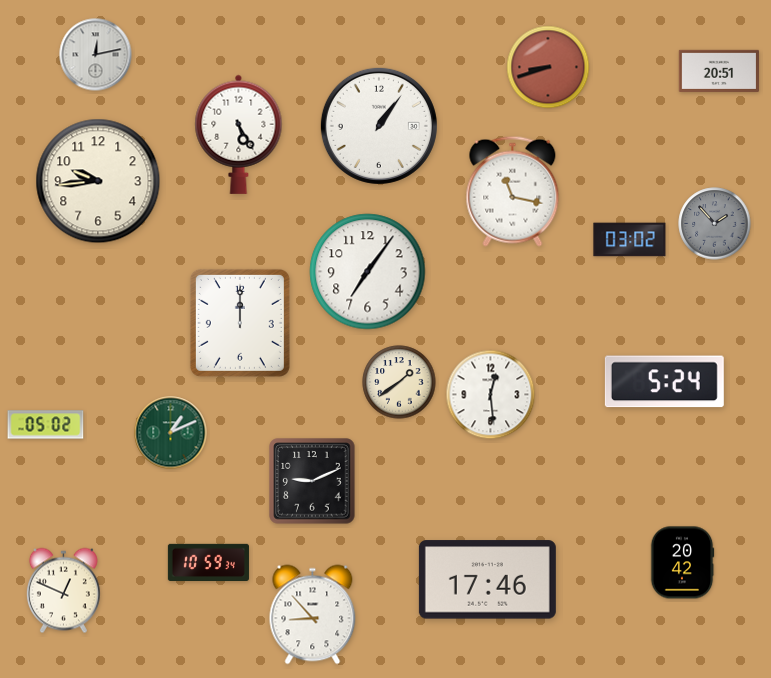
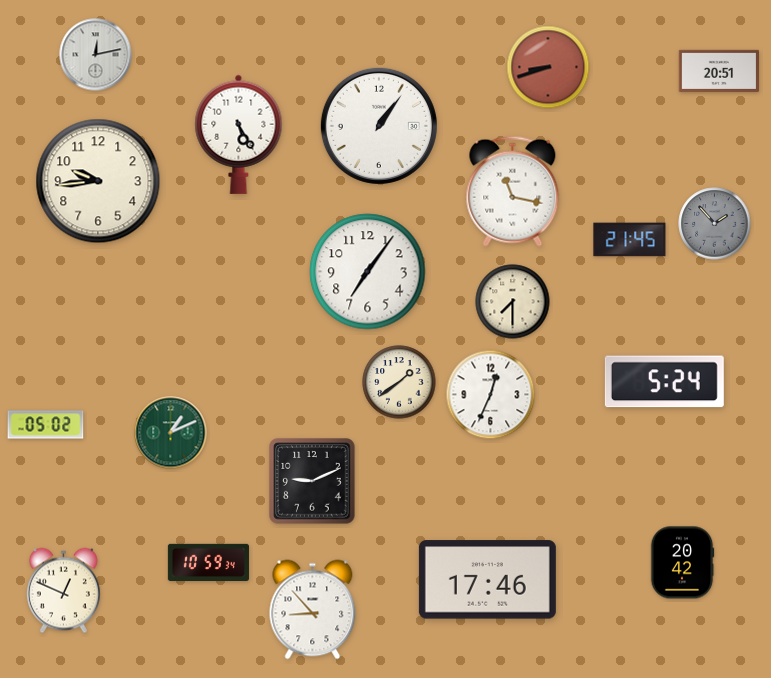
clock at (630, 240): 03:02 -> 21:45
clock at (513, 302): none -> 7:30
clock at (240, 323): 12:00 -> none
clock at (491, 395): 12:29 -> 12:34
clock at (313, 615) position: (313, 615) -> (313, 610)
